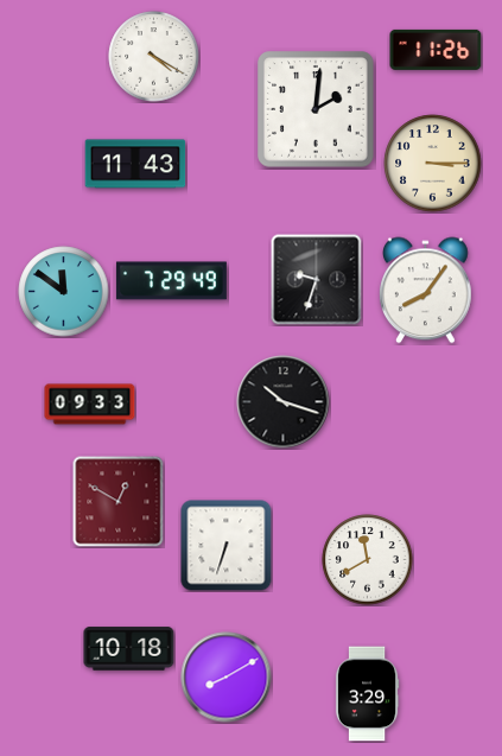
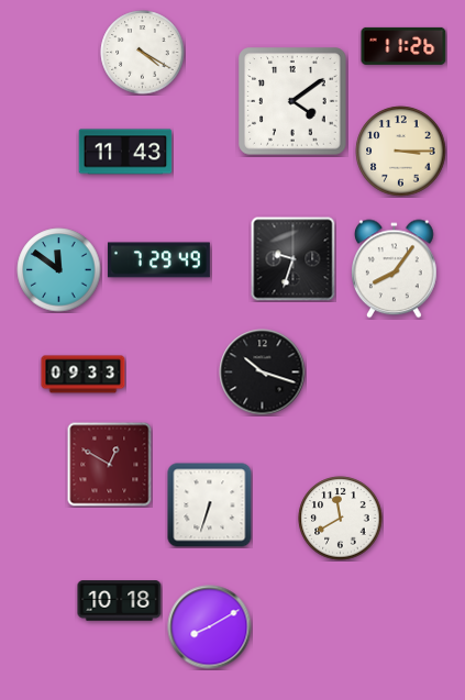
clock at (316, 109): 2:01 -> 4:09
clock at (367, 694): 3:29 -> none
